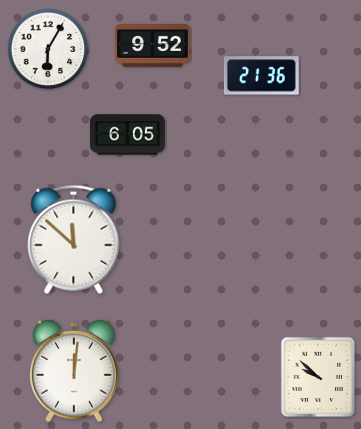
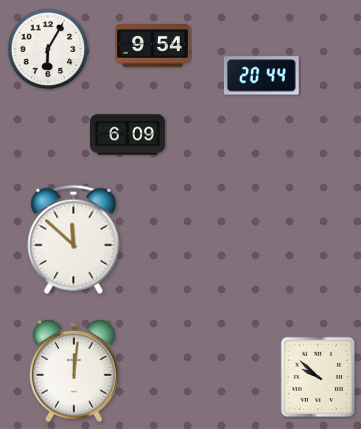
clock at (153, 46): 9:52 -> 9:54
clock at (261, 76): 21:36 -> 20:44
clock at (128, 135): 6:05 -> 6:09
